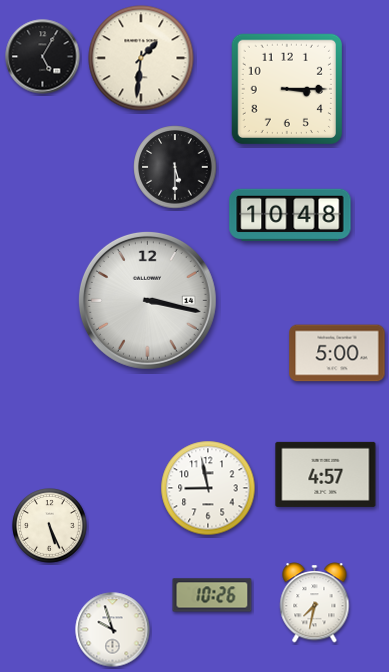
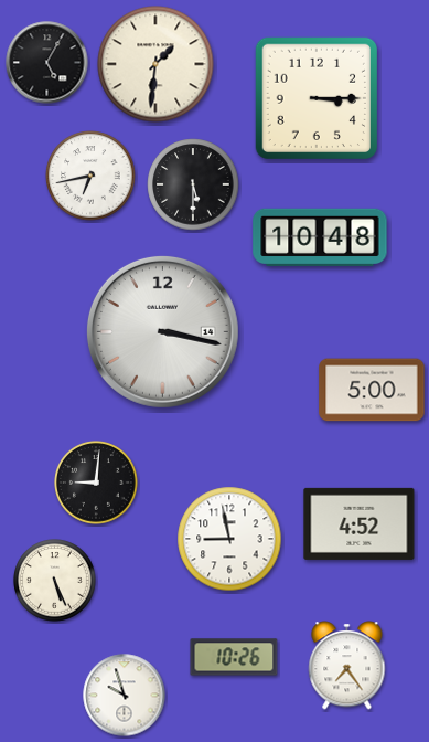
clock at (90, 176): none -> 6:43
clock at (96, 483): none -> 9:01
clock at (326, 474): 4:57 -> 4:52
clock at (315, 603): 7:32 -> 7:24
